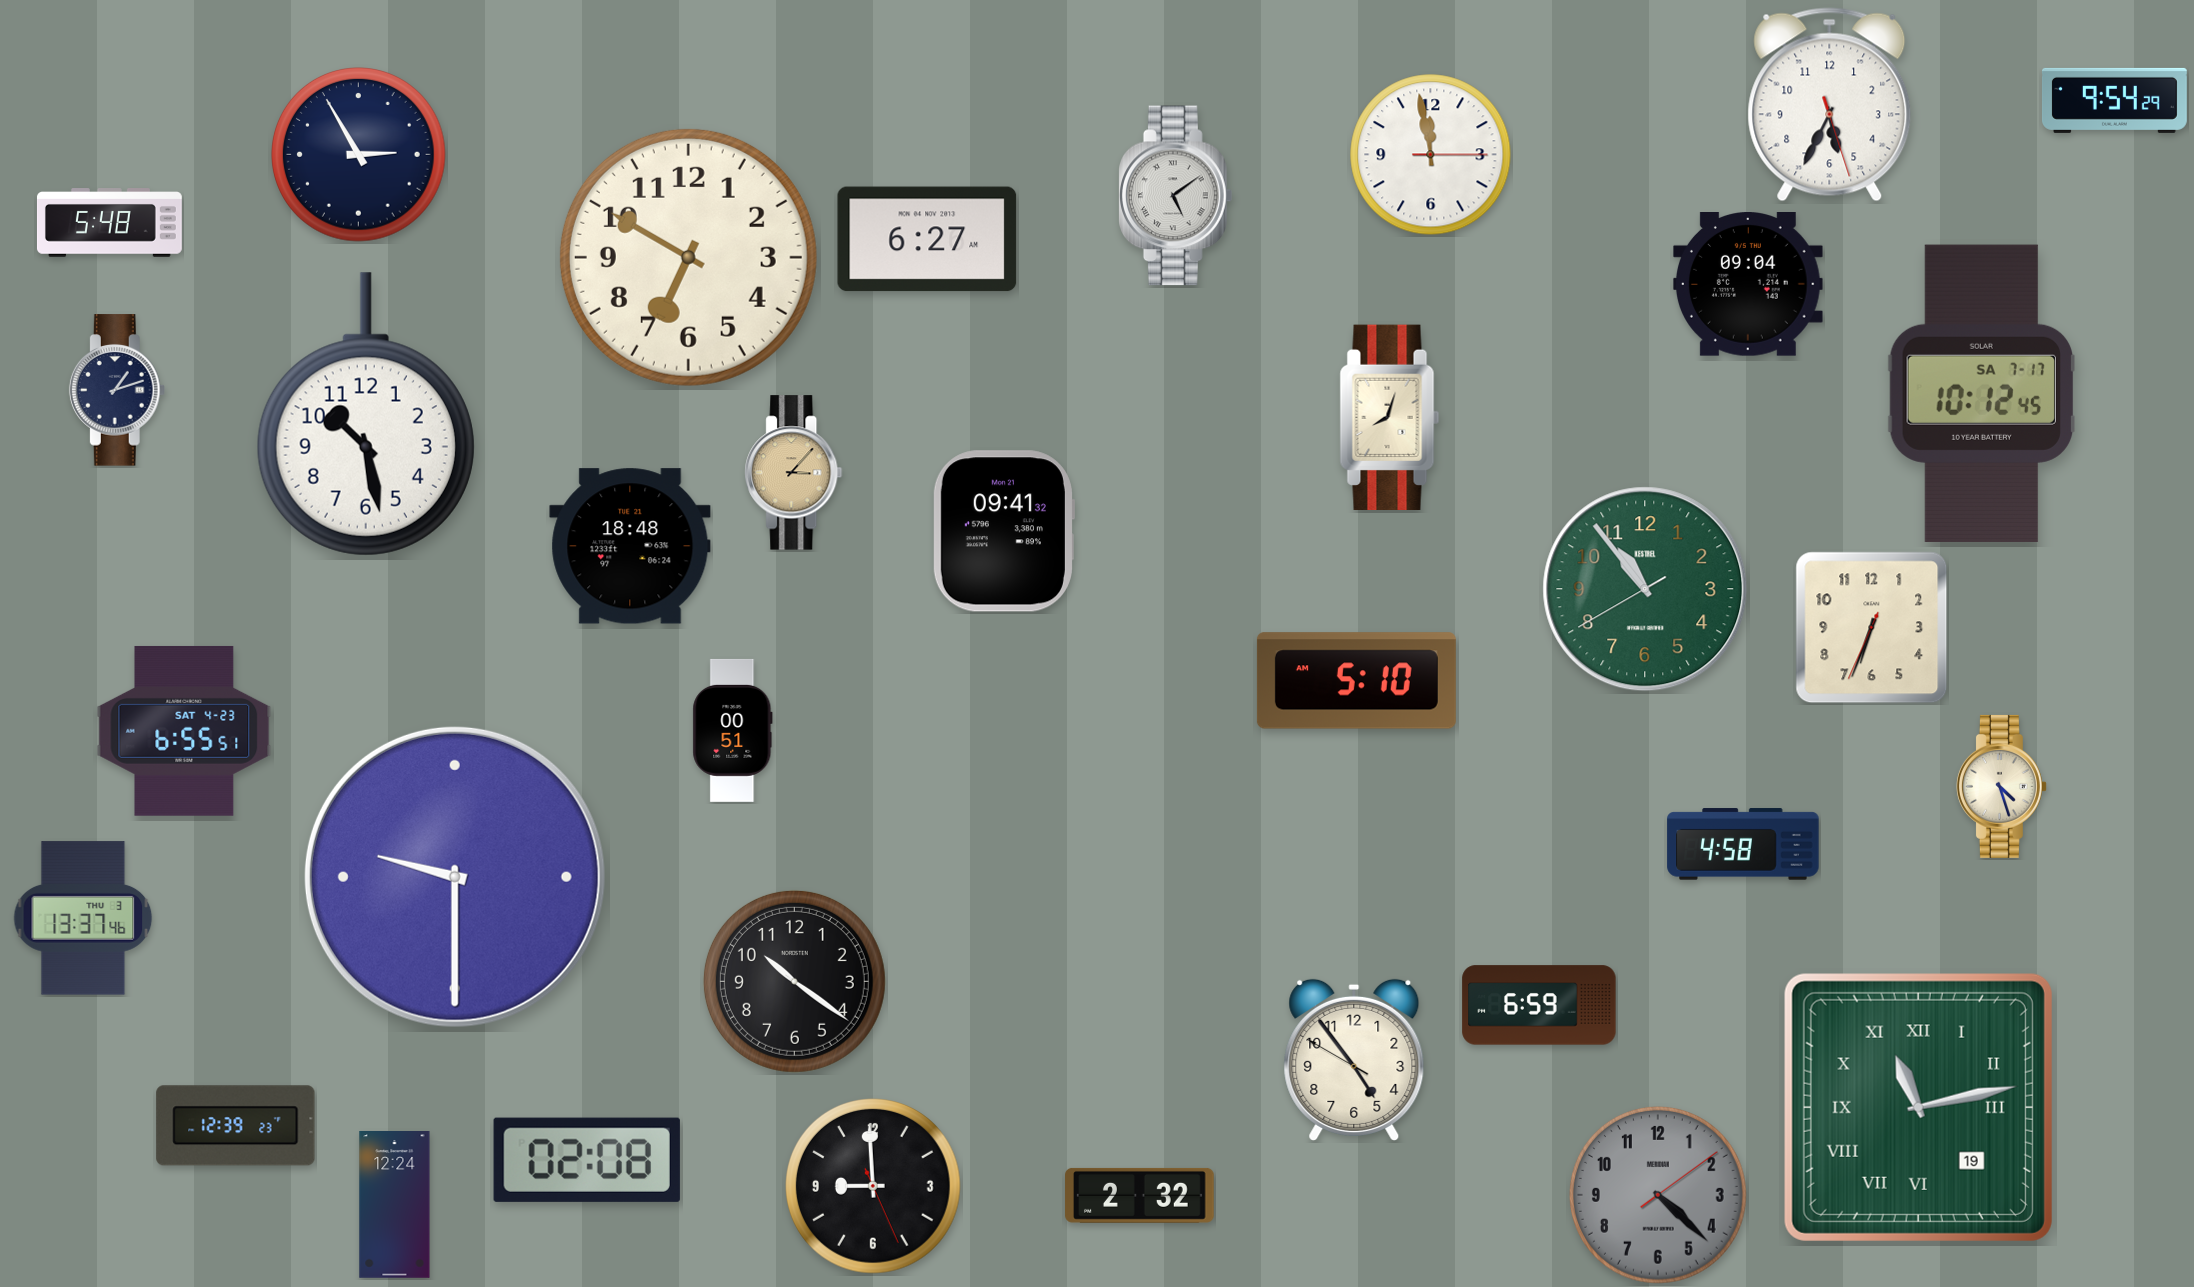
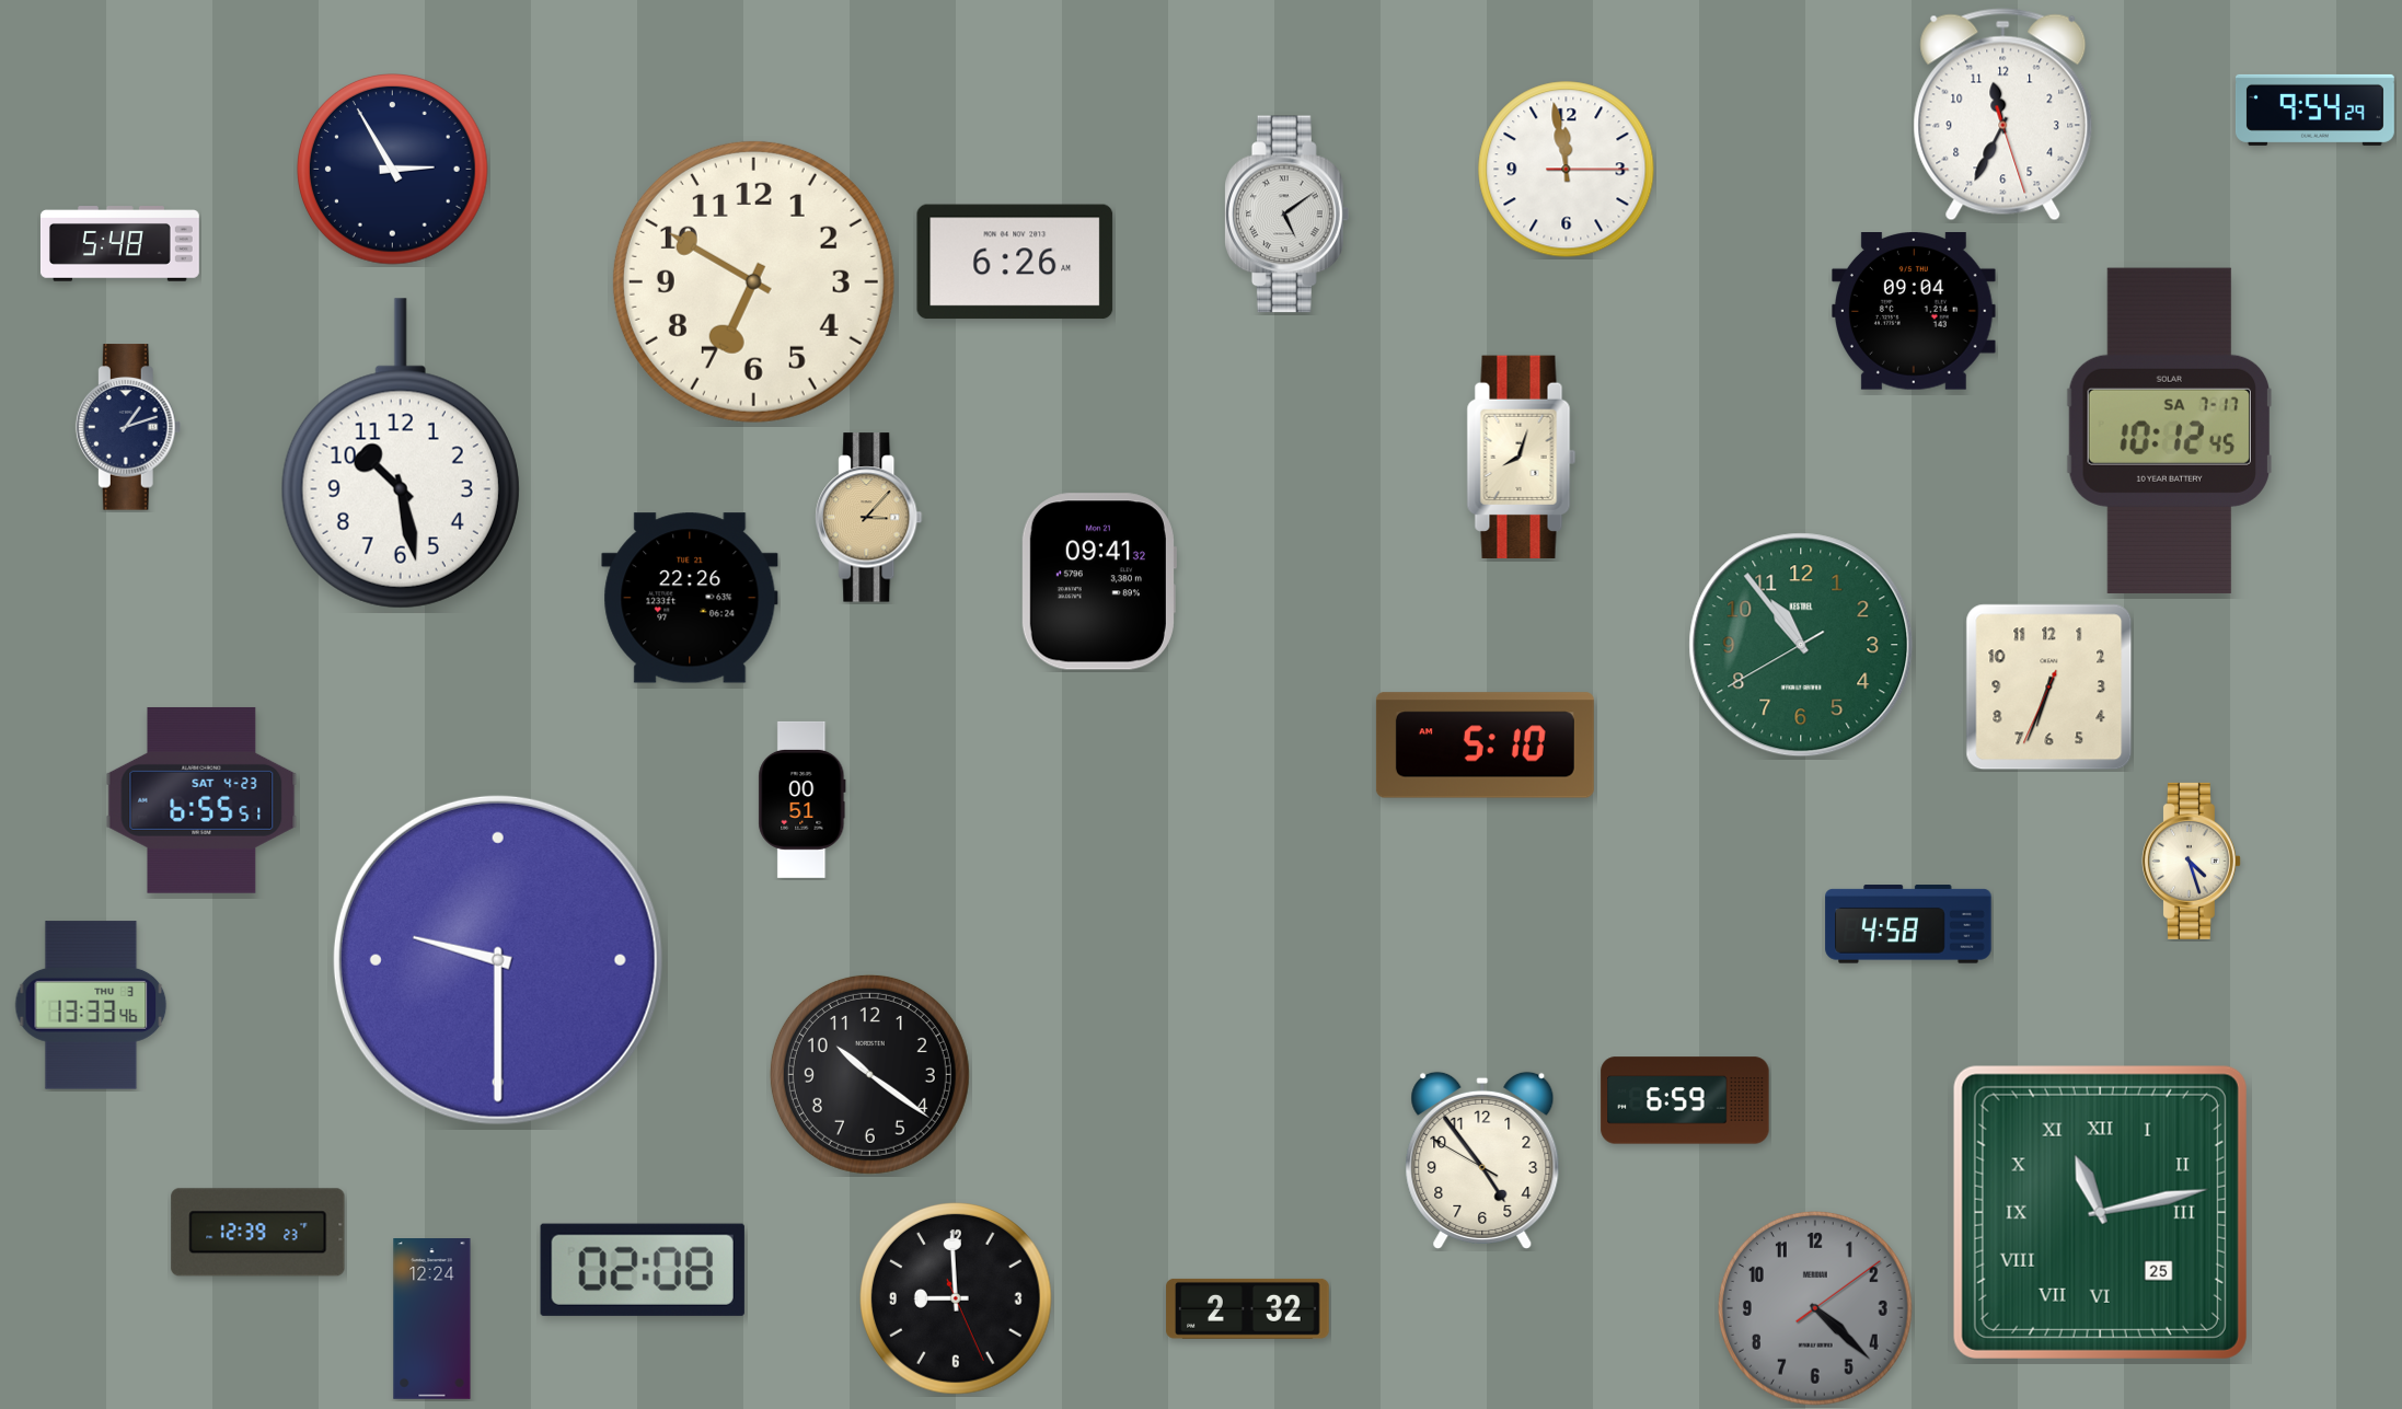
clock at (1830, 105): 5:34 -> 11:34
clock at (927, 239): 6:27 -> 6:26
clock at (630, 546): 18:48 -> 22:26
clock at (83, 918): 13:37 -> 13:33
clock at (1918, 1107) date: 19 -> 25
